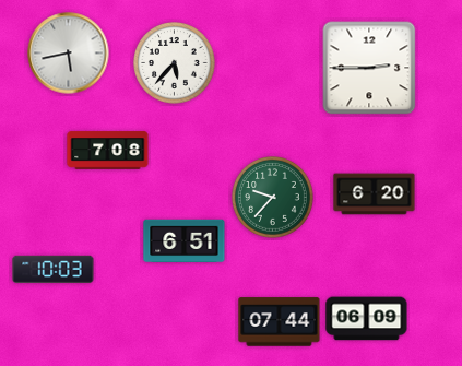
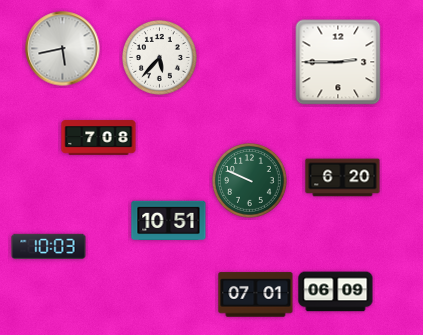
clock at (273, 198): 9:37 -> 9:49
clock at (185, 241): 6:51 -> 10:51
clock at (280, 322): 07:44 -> 07:01
